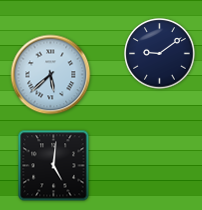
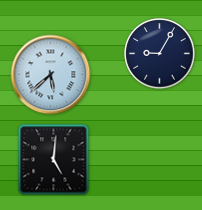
clock at (160, 54): 9:09 -> 9:05
clock at (54, 166) position: (54, 166) -> (54, 160)
